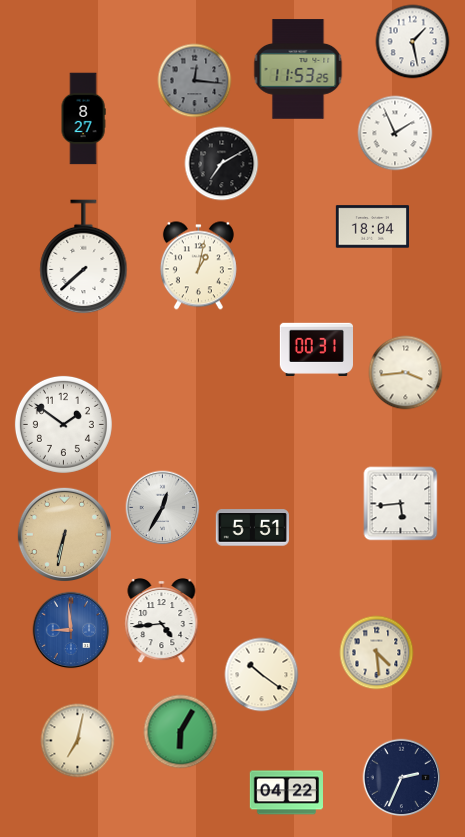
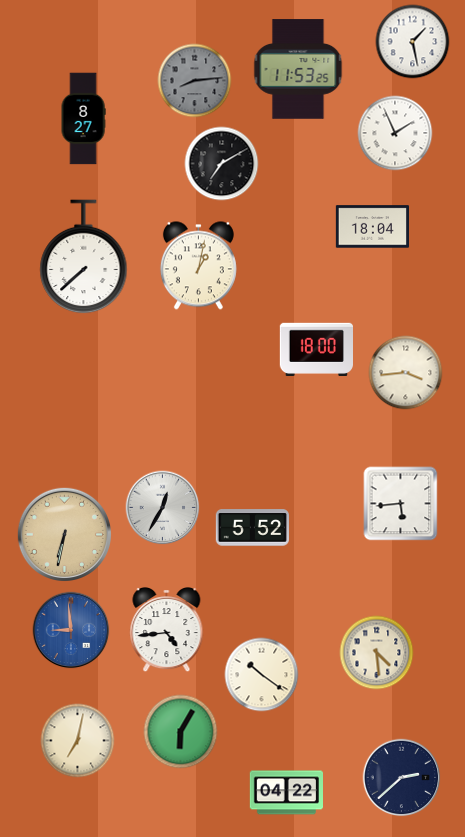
clock at (195, 81): 12:16 -> 8:14
clock at (316, 349): 00:31 -> 18:00
clock at (63, 424): 1:51 -> none
clock at (252, 528): 5:51 -> 5:52
clock at (162, 622) position: (162, 622) -> (167, 631)
clock at (402, 778): 2:34 -> 2:38
